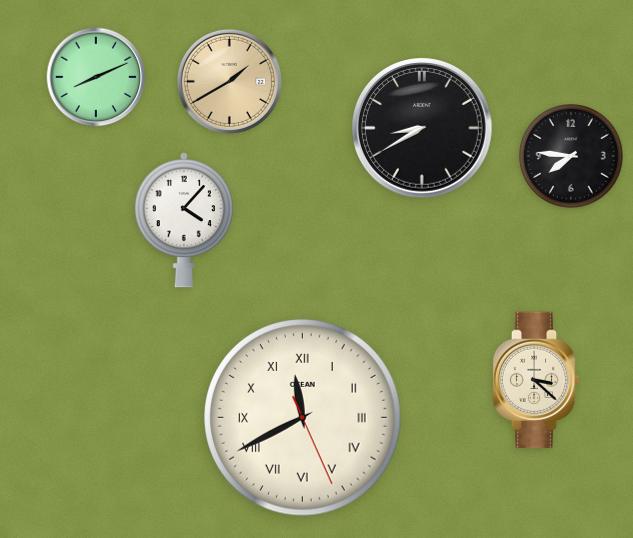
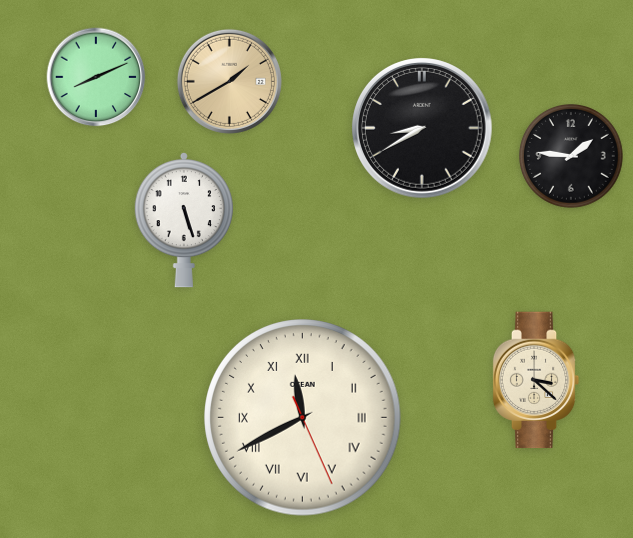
clock at (572, 157): 7:46 -> 1:46
clock at (184, 220): 4:07 -> 5:27
